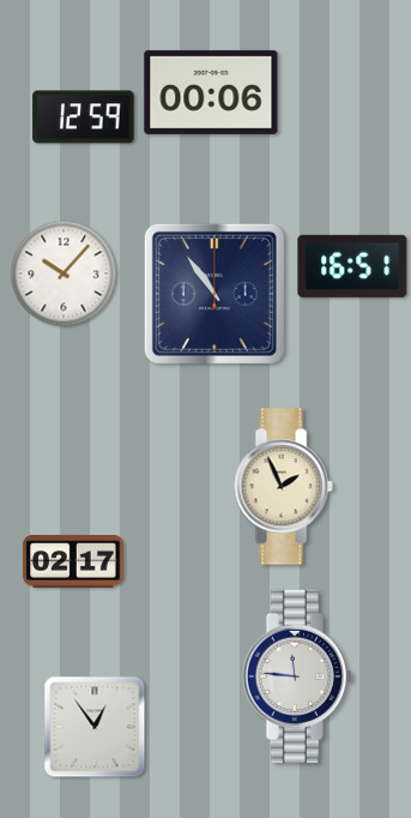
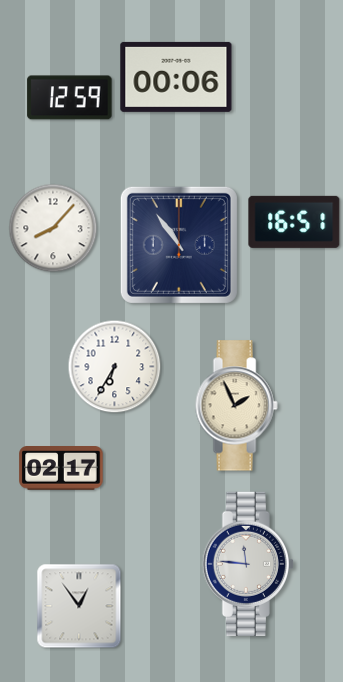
clock at (64, 273): 10:07 -> 8:07
clock at (115, 367): none -> 6:35
